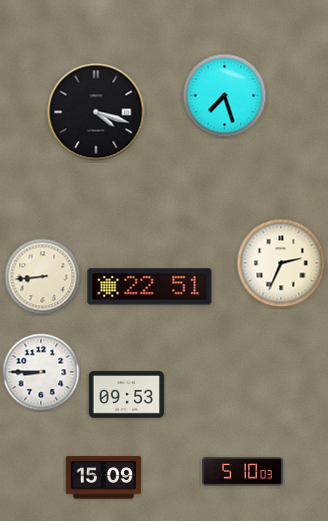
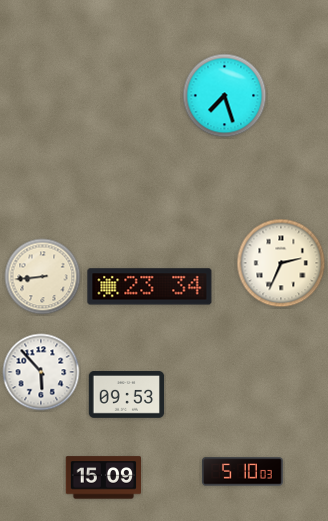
clock at (96, 112): 4:18 -> none
clock at (150, 287): 22:51 -> 23:34
clock at (41, 372): 8:45 -> 5:53
